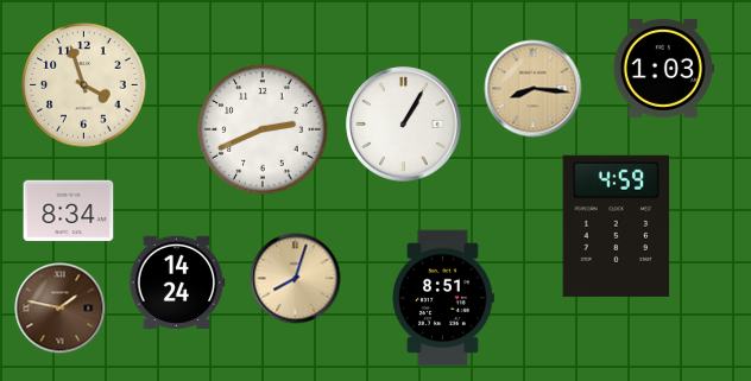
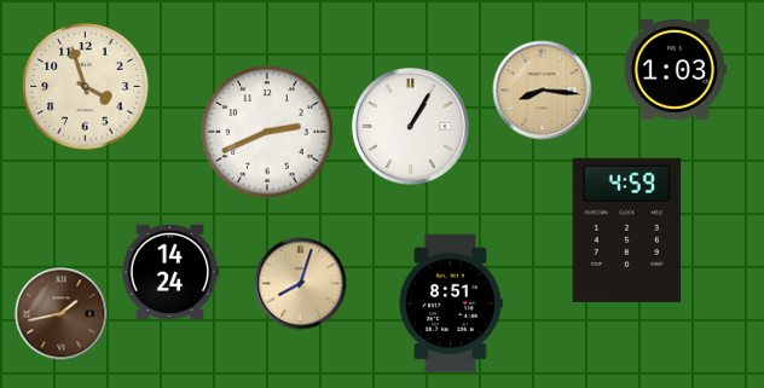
clock at (69, 211): 8:34 -> none
clock at (177, 282) position: (177, 282) -> (170, 272)
clock at (61, 309): 1:47 -> 1:43
